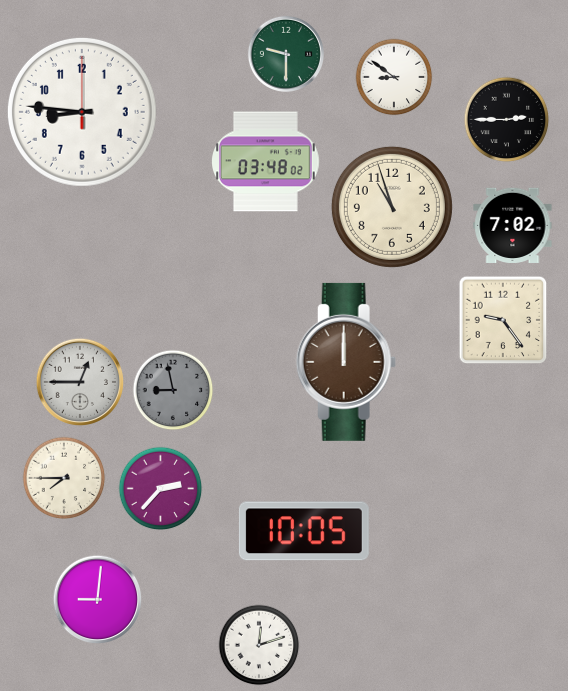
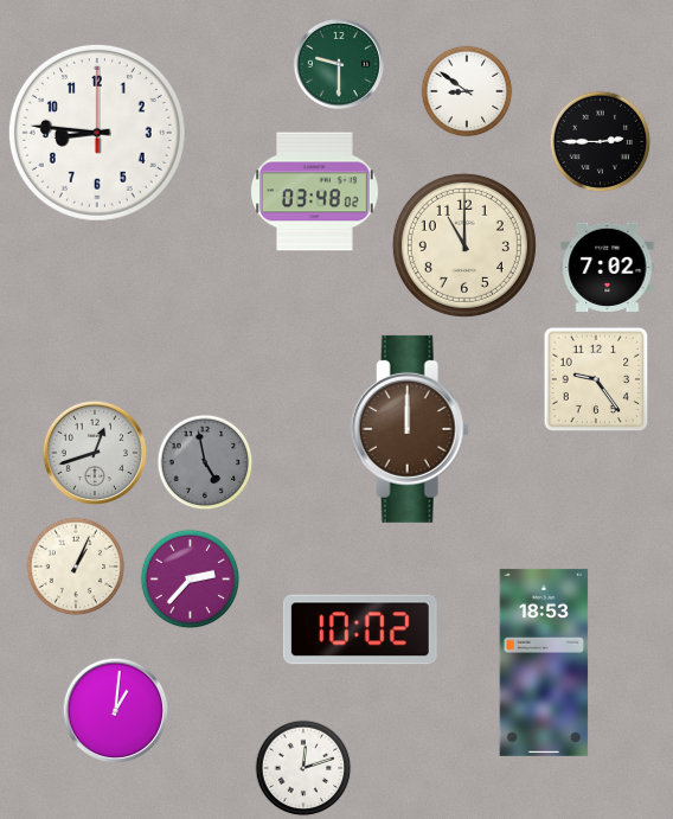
clock at (392, 207): 10:57 -> 11:00
clock at (80, 382): 12:45 -> 12:42
clock at (173, 390): 8:58 -> 4:58
clock at (64, 478): 7:45 -> 1:04
clock at (304, 531): 10:05 -> 10:02
clock at (544, 663): none -> 18:53
clock at (98, 600): 9:01 -> 1:01
clock at (259, 645) position: (259, 645) -> (303, 768)
